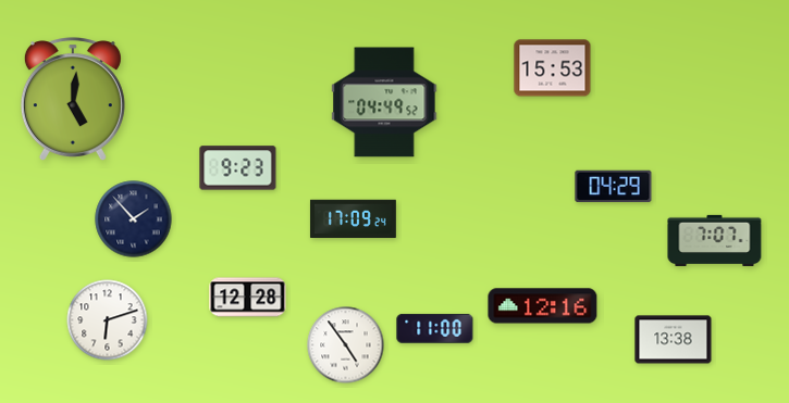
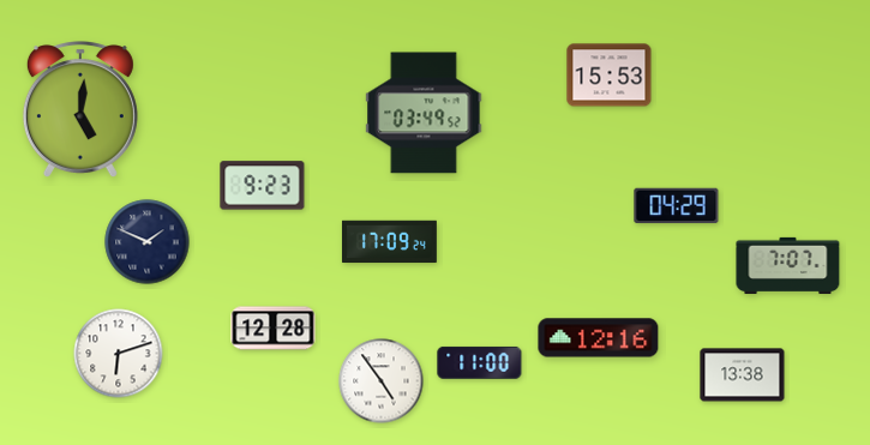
clock at (384, 102): 04:49 -> 03:49
clock at (134, 219): 1:53 -> 1:49
